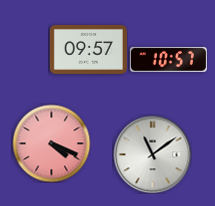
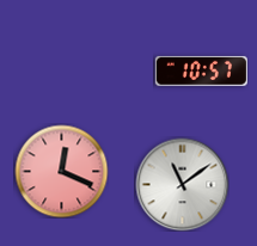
clock at (88, 49): 09:57 -> none
clock at (51, 143): 4:19 -> 12:19
